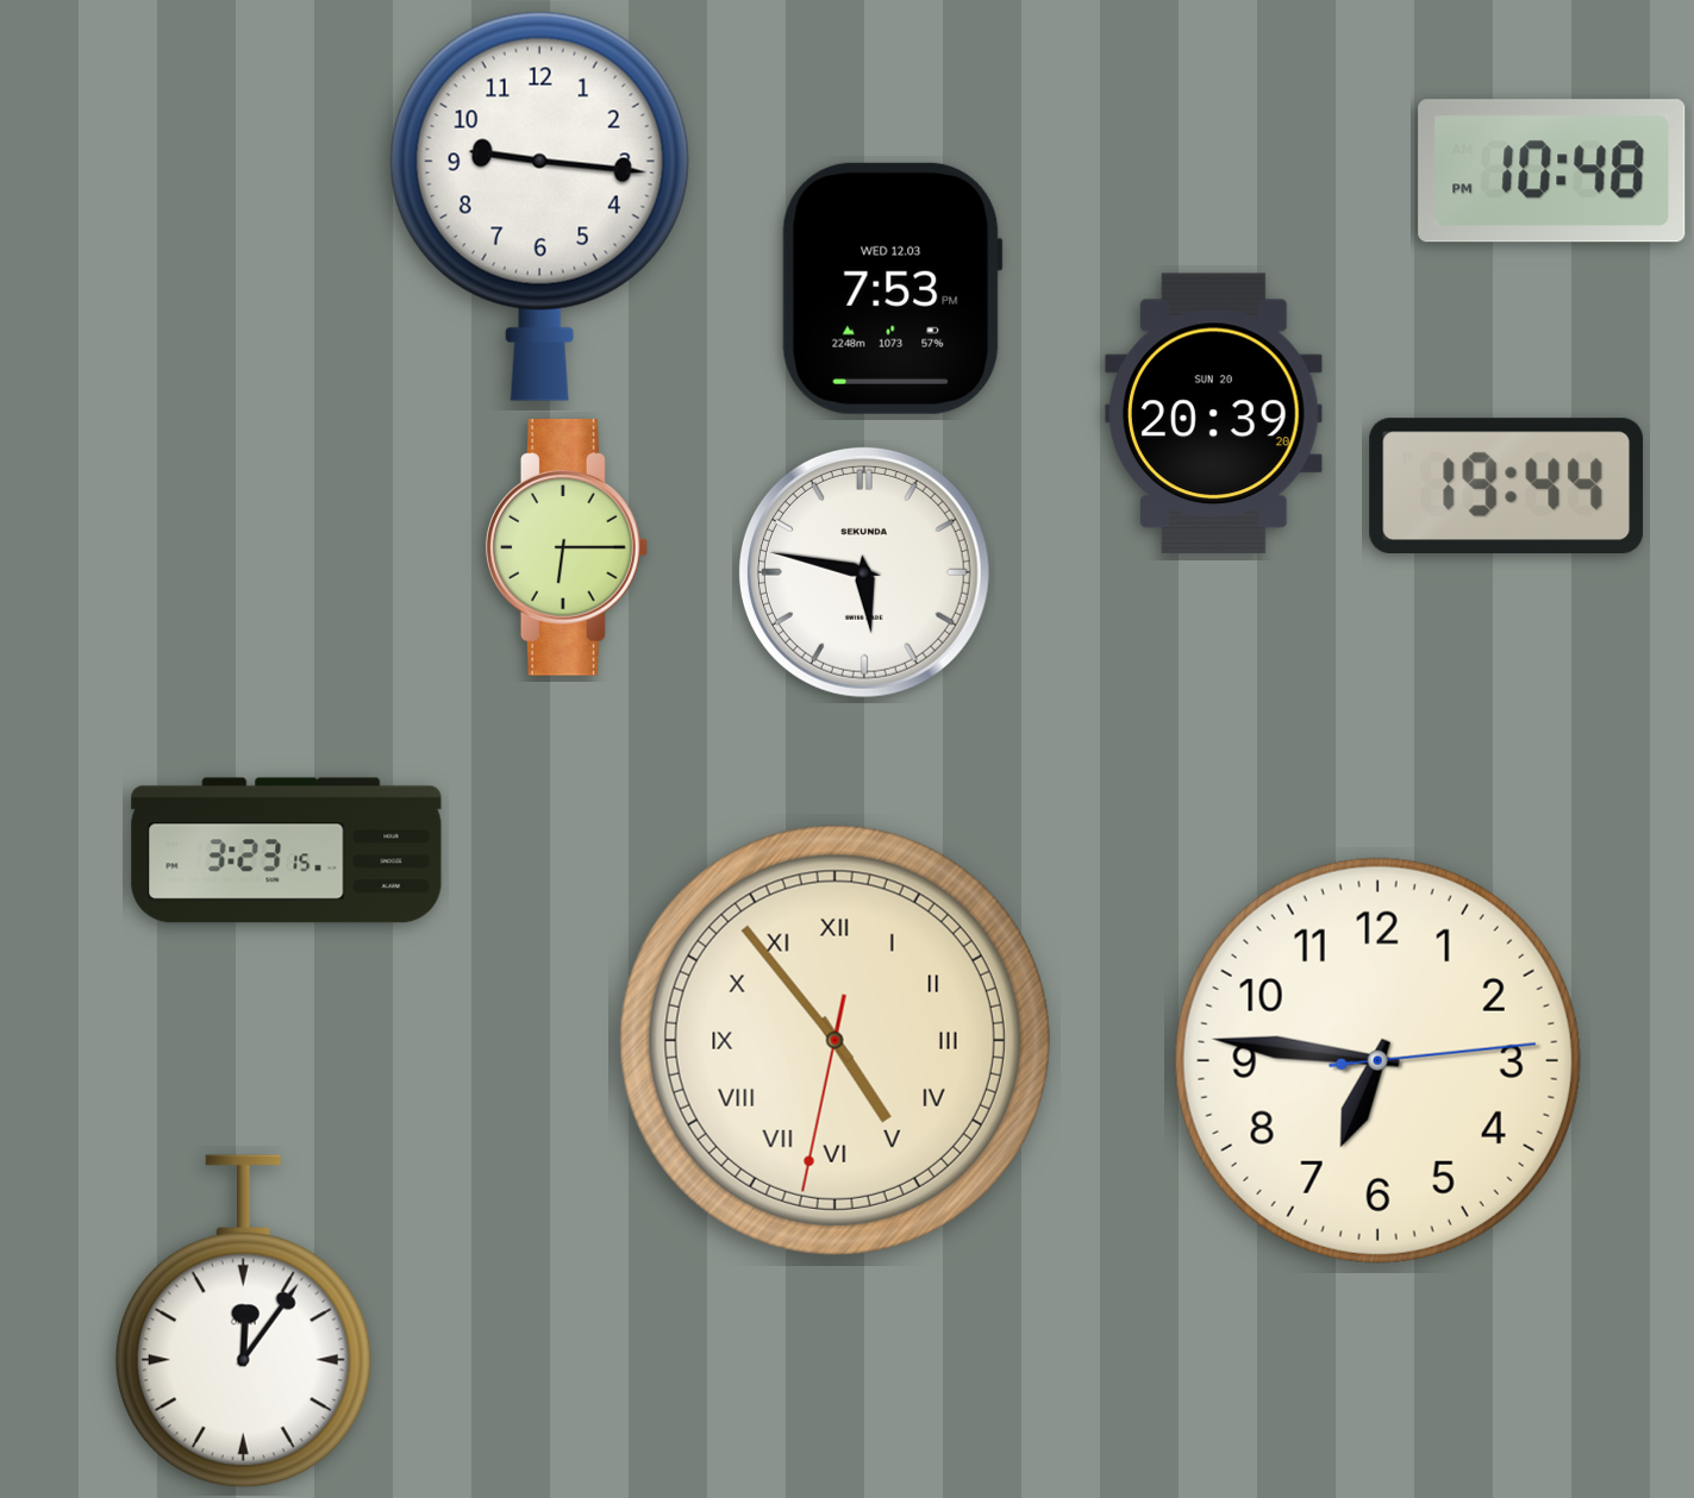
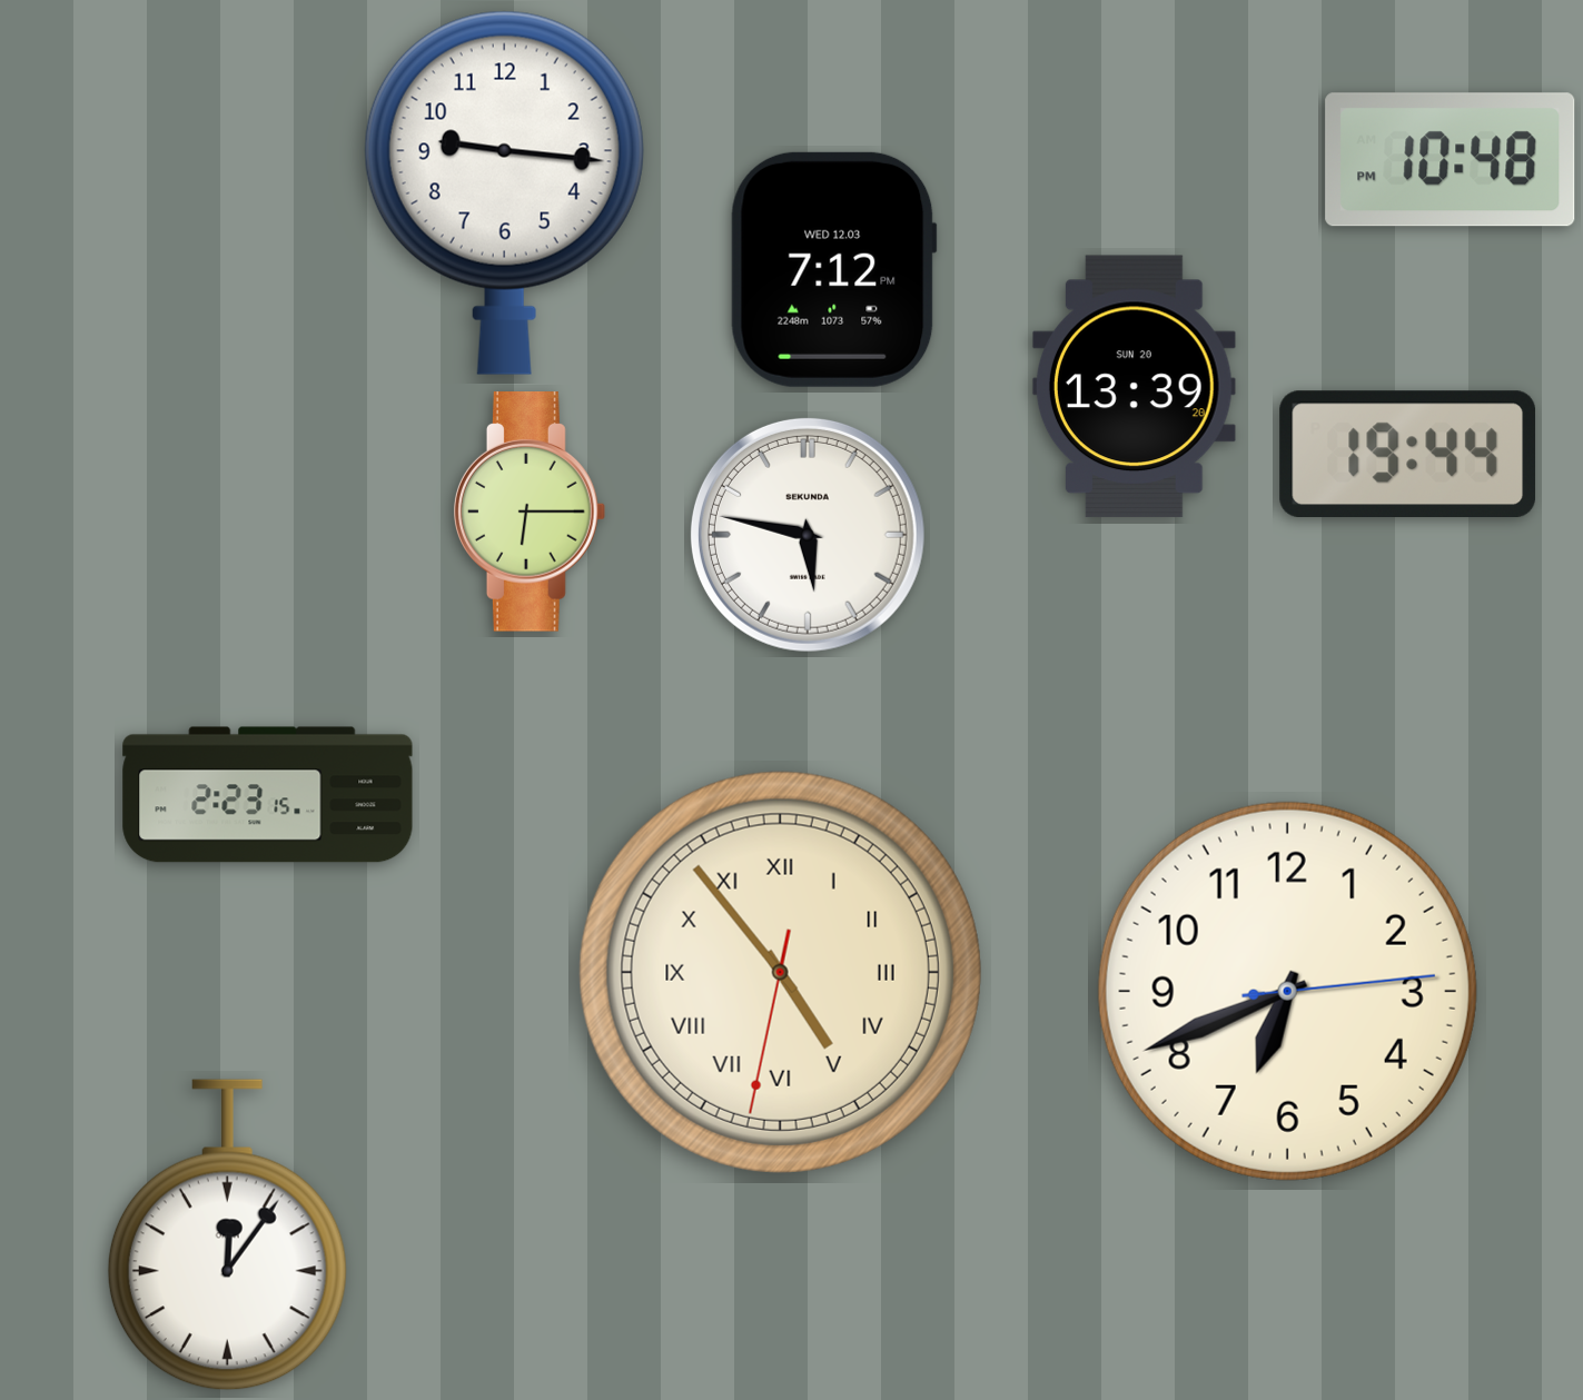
clock at (892, 288): 7:53 -> 7:12
clock at (1213, 414): 20:39 -> 13:39
clock at (287, 851): 3:23 -> 2:23
clock at (1377, 1060): 6:46 -> 6:41
